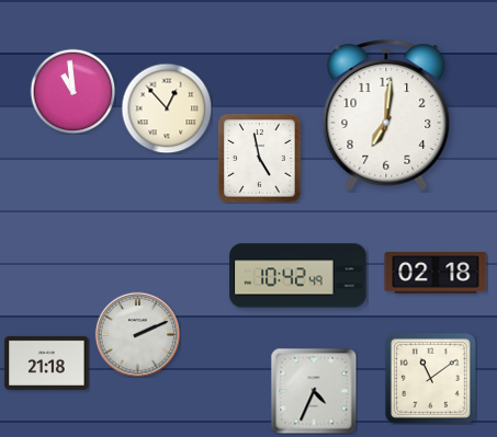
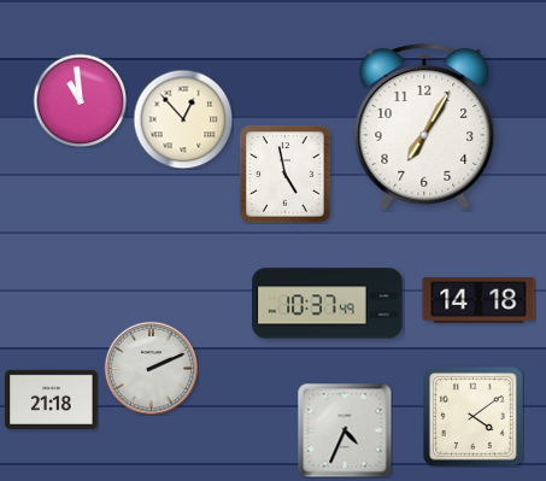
clock at (386, 115): 7:01 -> 7:05
clock at (436, 273): 02:18 -> 14:18
clock at (298, 276): 10:42 -> 10:37
clock at (431, 379): 11:09 -> 4:09
